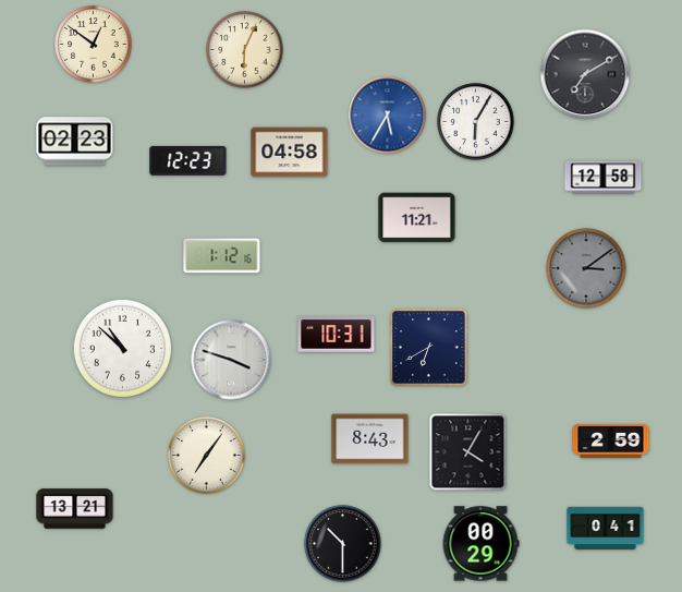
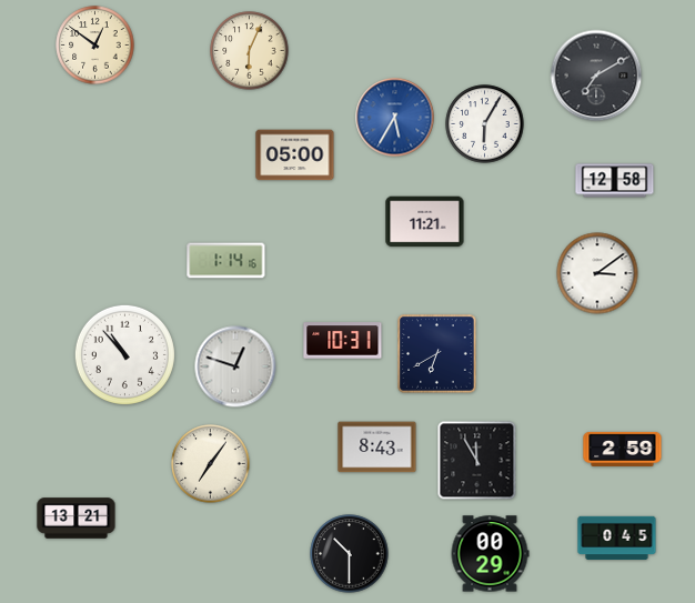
clock at (75, 142): 02:23 -> none
clock at (290, 153): 04:58 -> 05:00
clock at (188, 160): 12:23 -> none
clock at (222, 256): 1:12 -> 1:14
clock at (586, 268) dial: grey -> white
clock at (122, 348): 10:52 -> 10:53
clock at (231, 360): 3:48 -> 12:48
clock at (468, 452): 4:05 -> 11:55
clock at (606, 529): 0:41 -> 0:45
